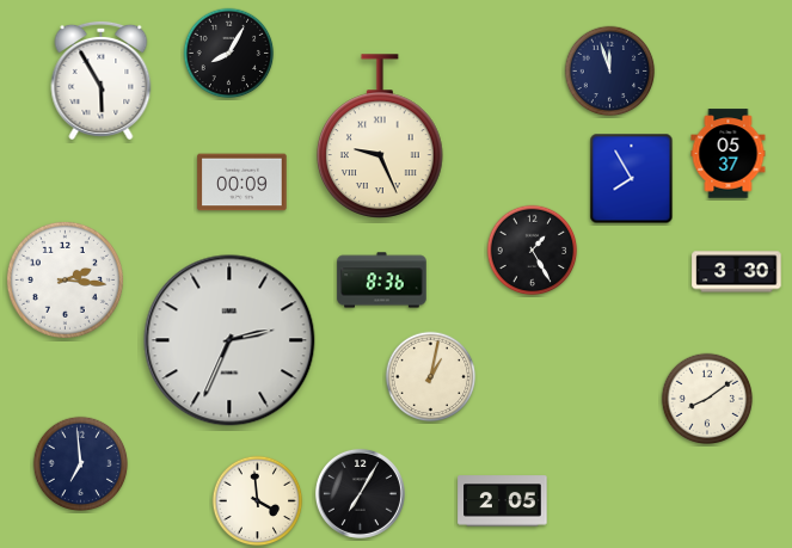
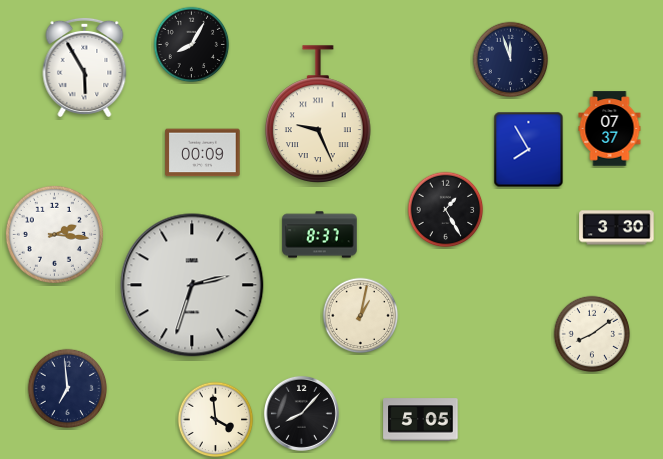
clock at (729, 154): 05:37 -> 07:37
clock at (382, 281): 8:36 -> 8:37
clock at (229, 340): 2:34 -> 2:33
clock at (360, 493): 7:05 -> 8:07
clock at (503, 501): 2:05 -> 5:05
